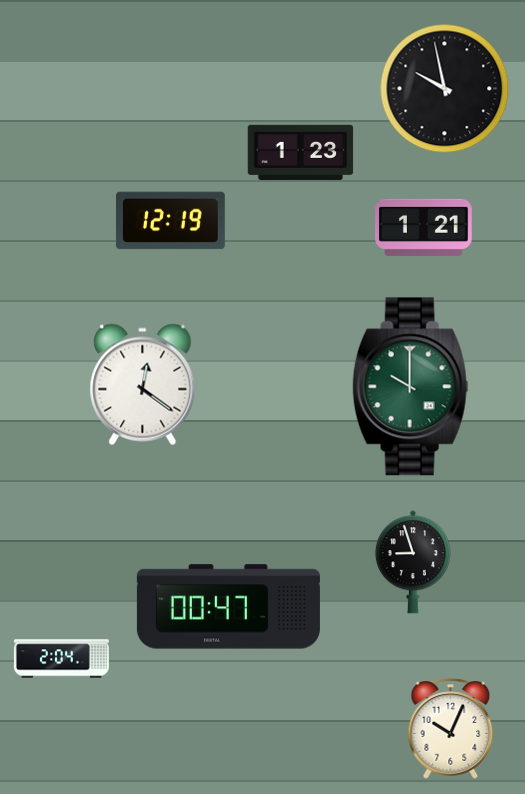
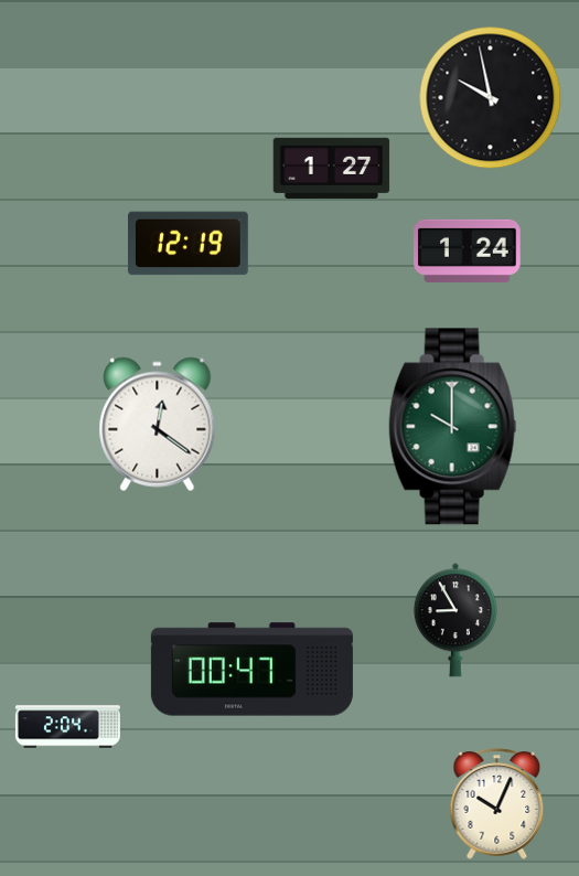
clock at (301, 152): 1:23 -> 1:27
clock at (424, 227): 1:21 -> 1:24
clock at (413, 562): 8:57 -> 8:55
